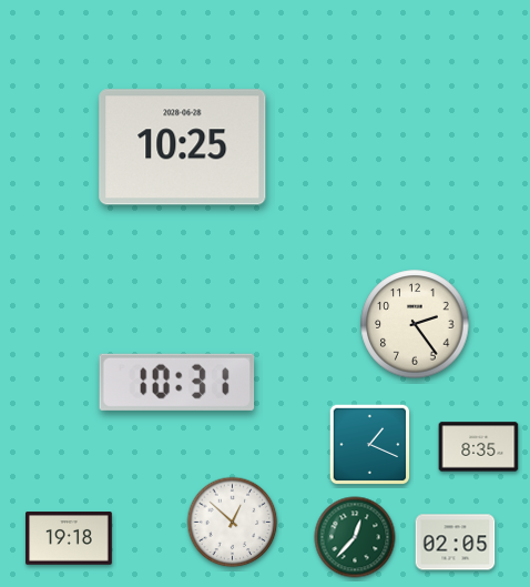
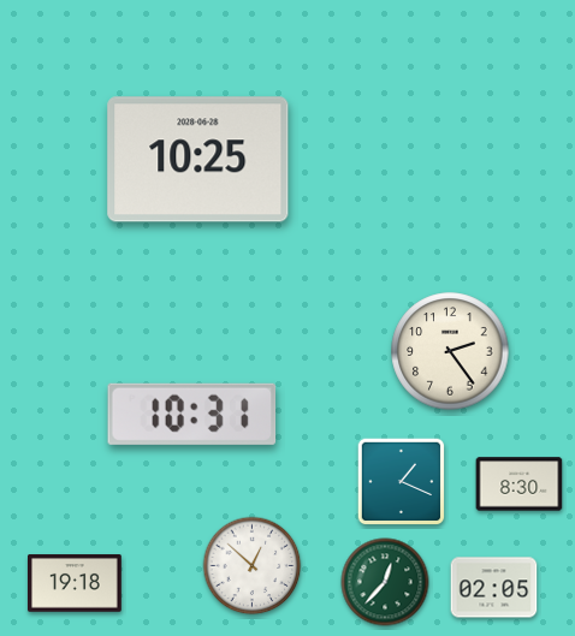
clock at (479, 447): 8:35 -> 8:30
